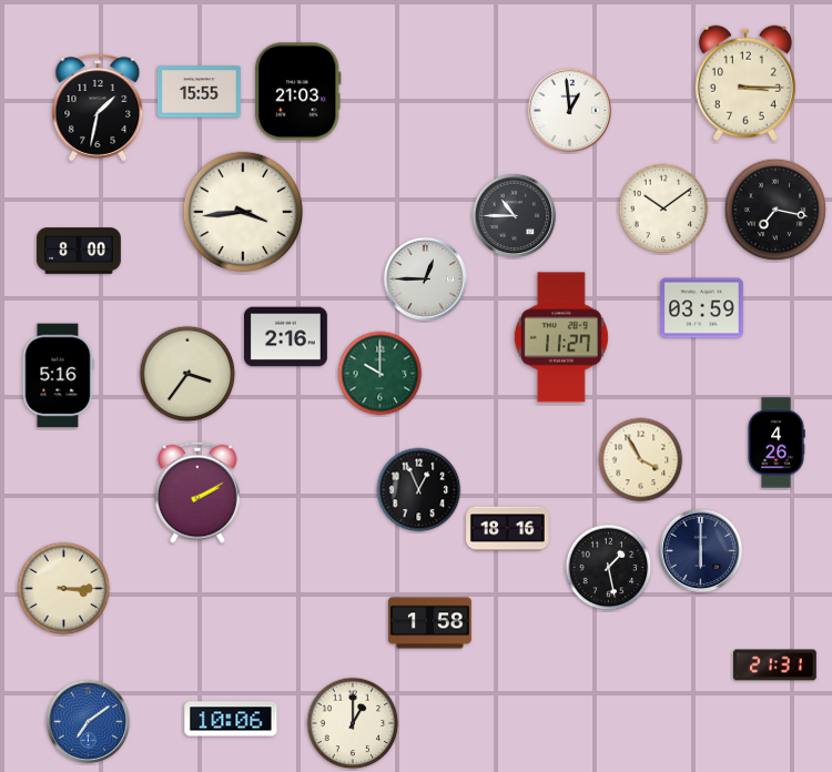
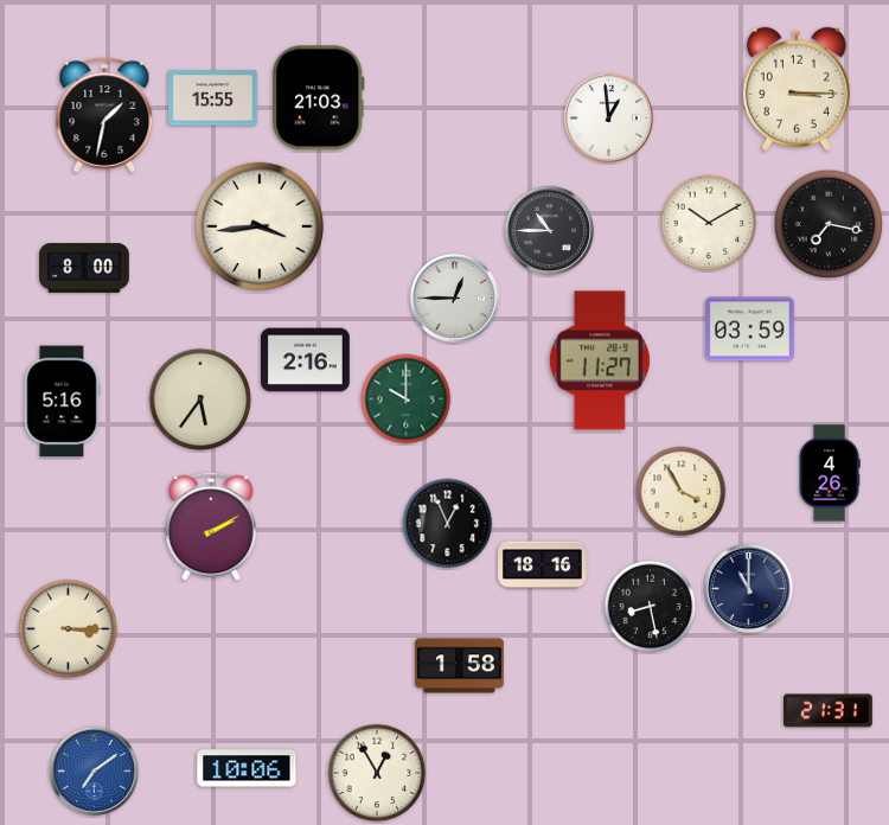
clock at (663, 209): 10:09 -> 10:10
clock at (187, 374): 3:36 -> 5:36
clock at (641, 460) position: (641, 460) -> (682, 492)
clock at (700, 550): 6:00 -> 11:00
clock at (609, 568): 1:28 -> 8:28
clock at (353, 723): 1:00 -> 12:55
